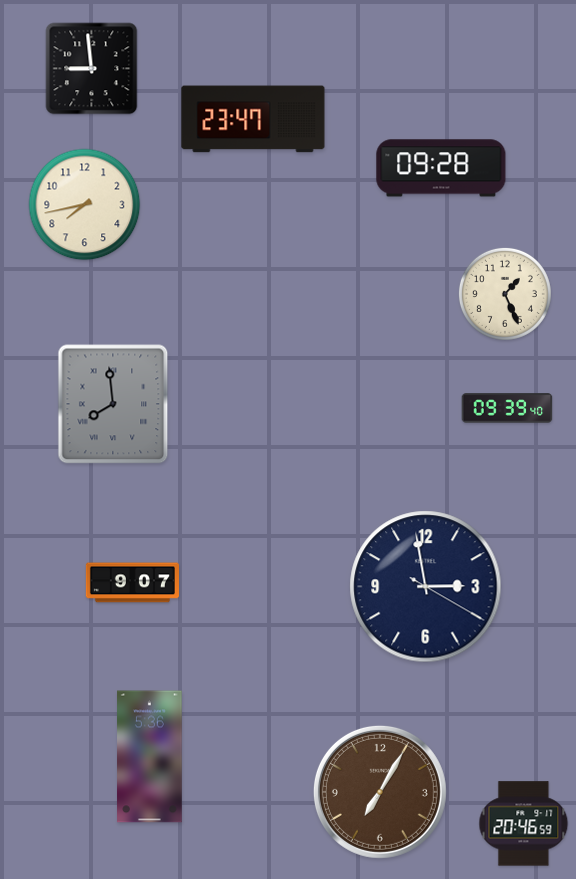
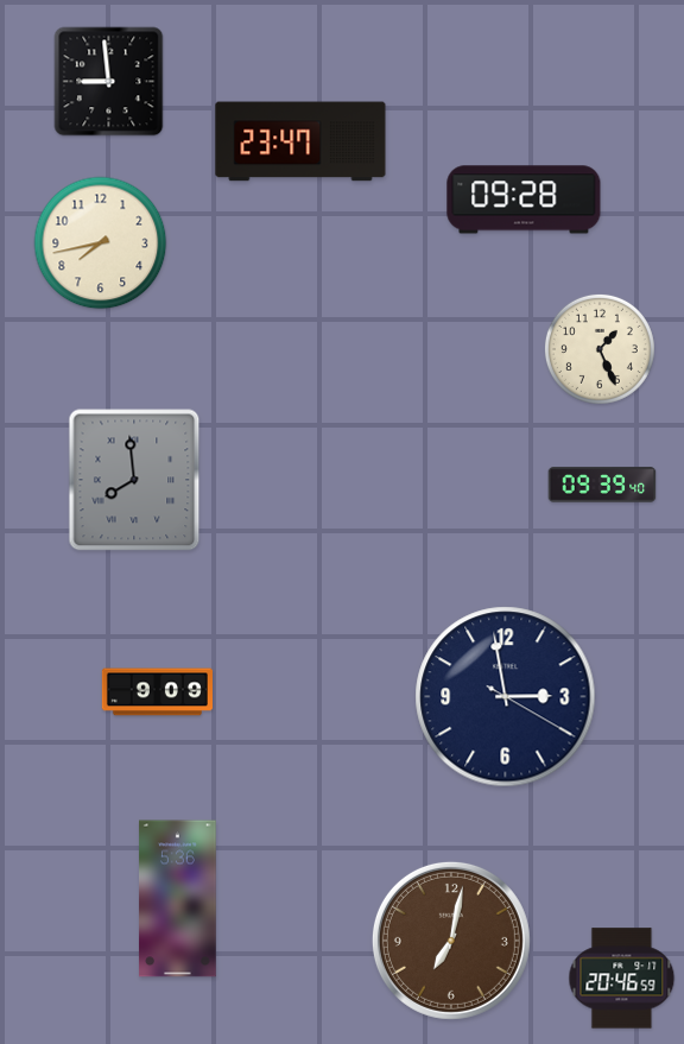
clock at (132, 583): 9:07 -> 9:09
clock at (380, 792): 7:05 -> 7:02
